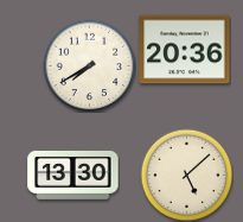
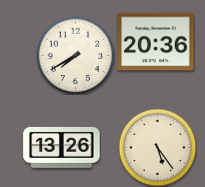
clock at (73, 175): 13:30 -> 13:26
clock at (186, 175): 5:08 -> 5:24
